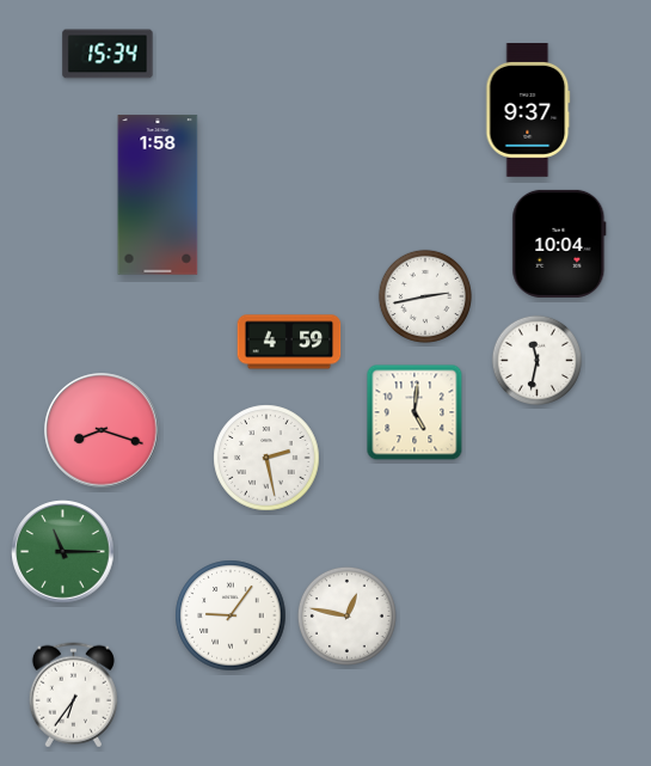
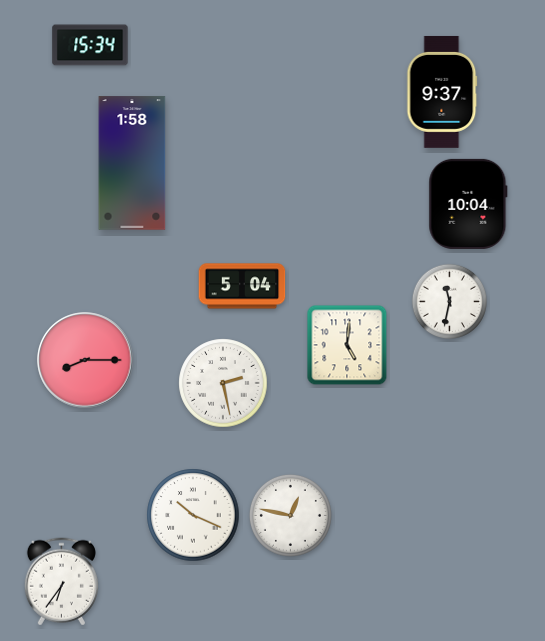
clock at (425, 296): 2:43 -> none
clock at (289, 342): 4:59 -> 5:04
clock at (102, 430): 8:18 -> 8:15
clock at (63, 552): 11:15 -> none
clock at (231, 615): 9:06 -> 10:19
